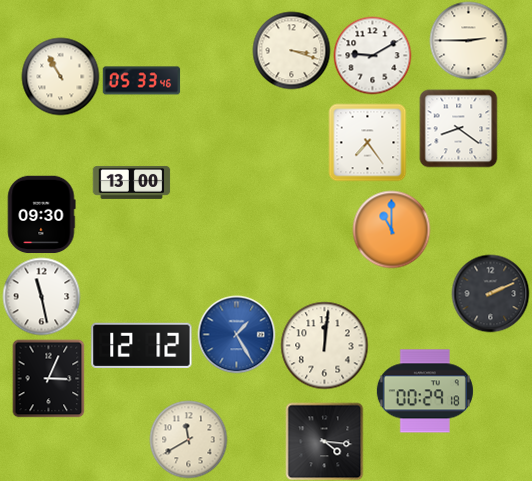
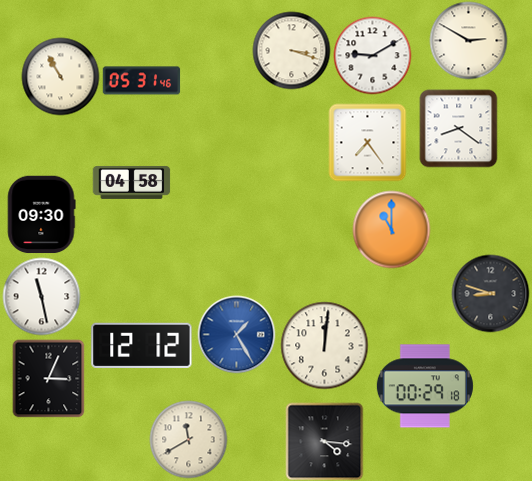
clock at (468, 40): 2:45 -> 2:50
clock at (141, 81): 05:33 -> 05:31
clock at (131, 182): 13:00 -> 04:58
clock at (490, 293): 2:11 -> 8:48
clock at (425, 391) position: (425, 391) -> (425, 386)
